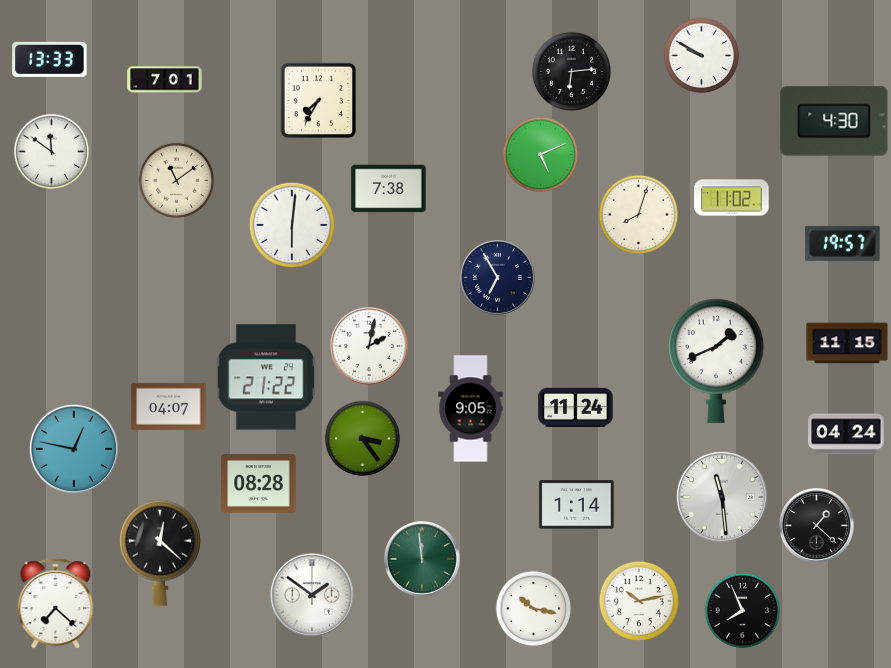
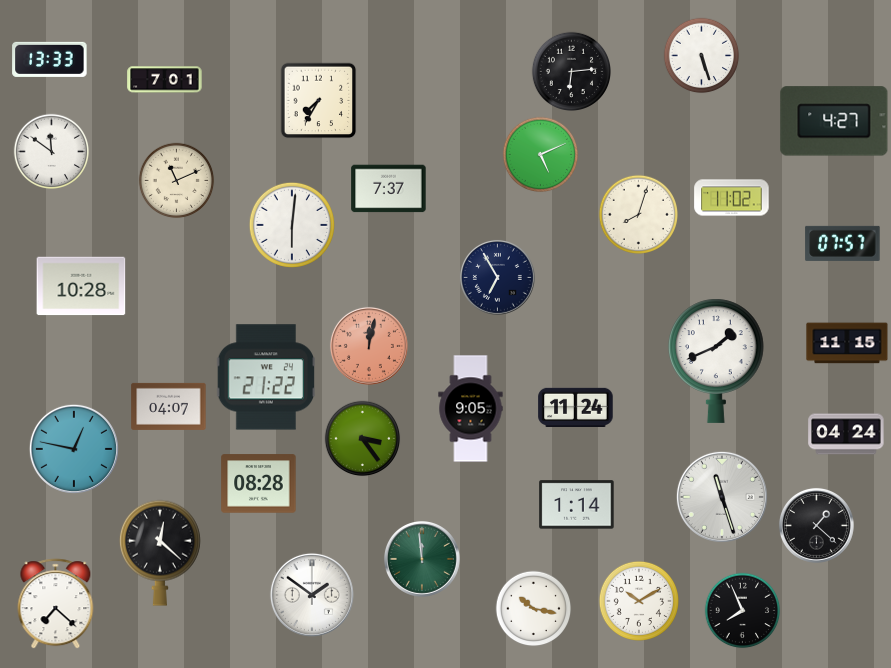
clock at (702, 56): 9:50 -> 5:27
clock at (834, 121): 4:30 -> 4:27
clock at (177, 181): 11:09 -> 11:11
clock at (389, 189): 7:38 -> 7:37
clock at (843, 243): 19:57 -> 07:57
clock at (81, 286): none -> 10:28
clock at (369, 346): 2:02 -> 12:02
clock at (369, 346) dial: white -> salmon
clock at (722, 497): 11:29 -> 11:27
clock at (638, 600): 10:13 -> 10:10
